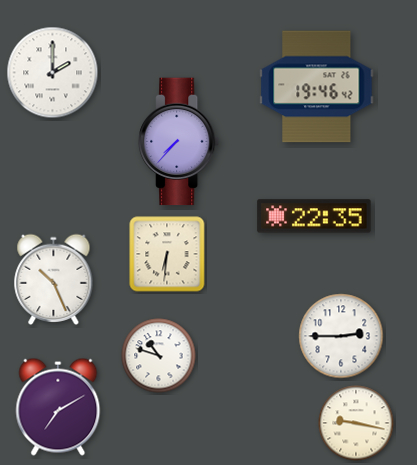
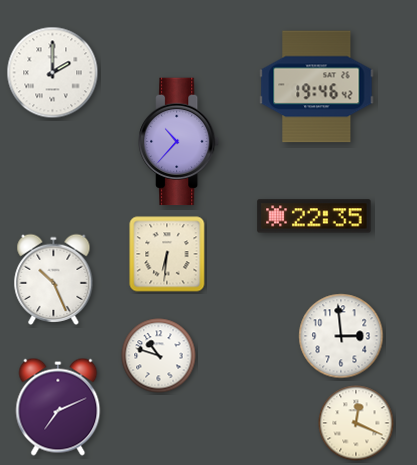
clock at (179, 142): 7:37 -> 10:37
clock at (341, 336): 2:45 -> 2:59
clock at (58, 407): 7:10 -> 7:11
clock at (356, 423): 9:17 -> 12:19
